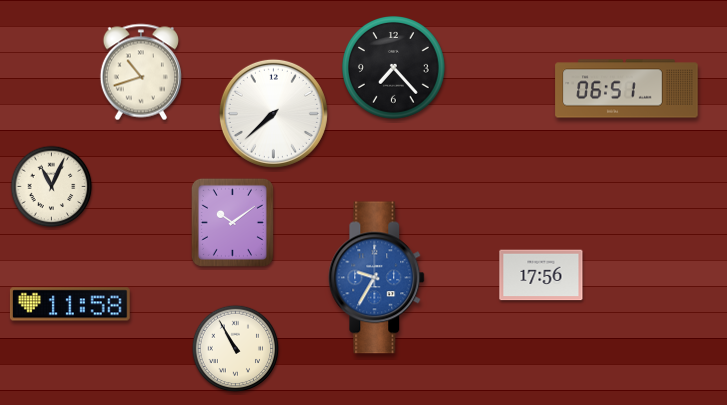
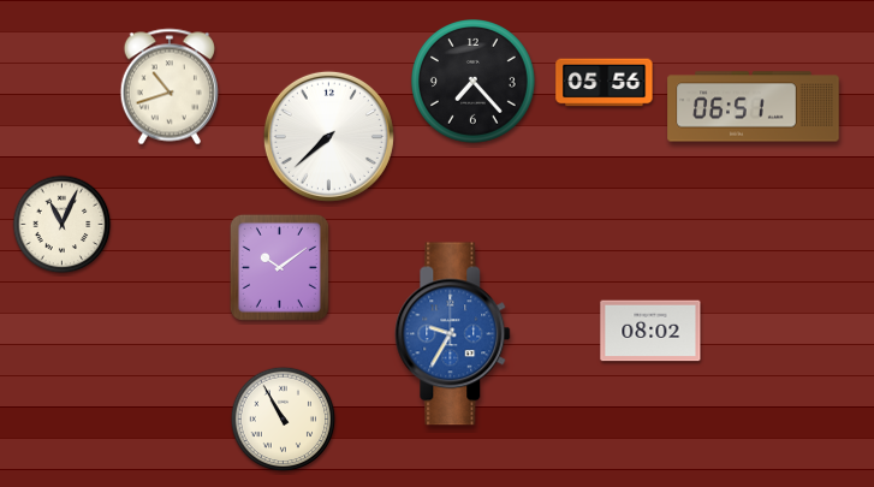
clock at (605, 83): none -> 05:56
clock at (541, 275): 17:56 -> 08:02
clock at (70, 304): 11:58 -> none
